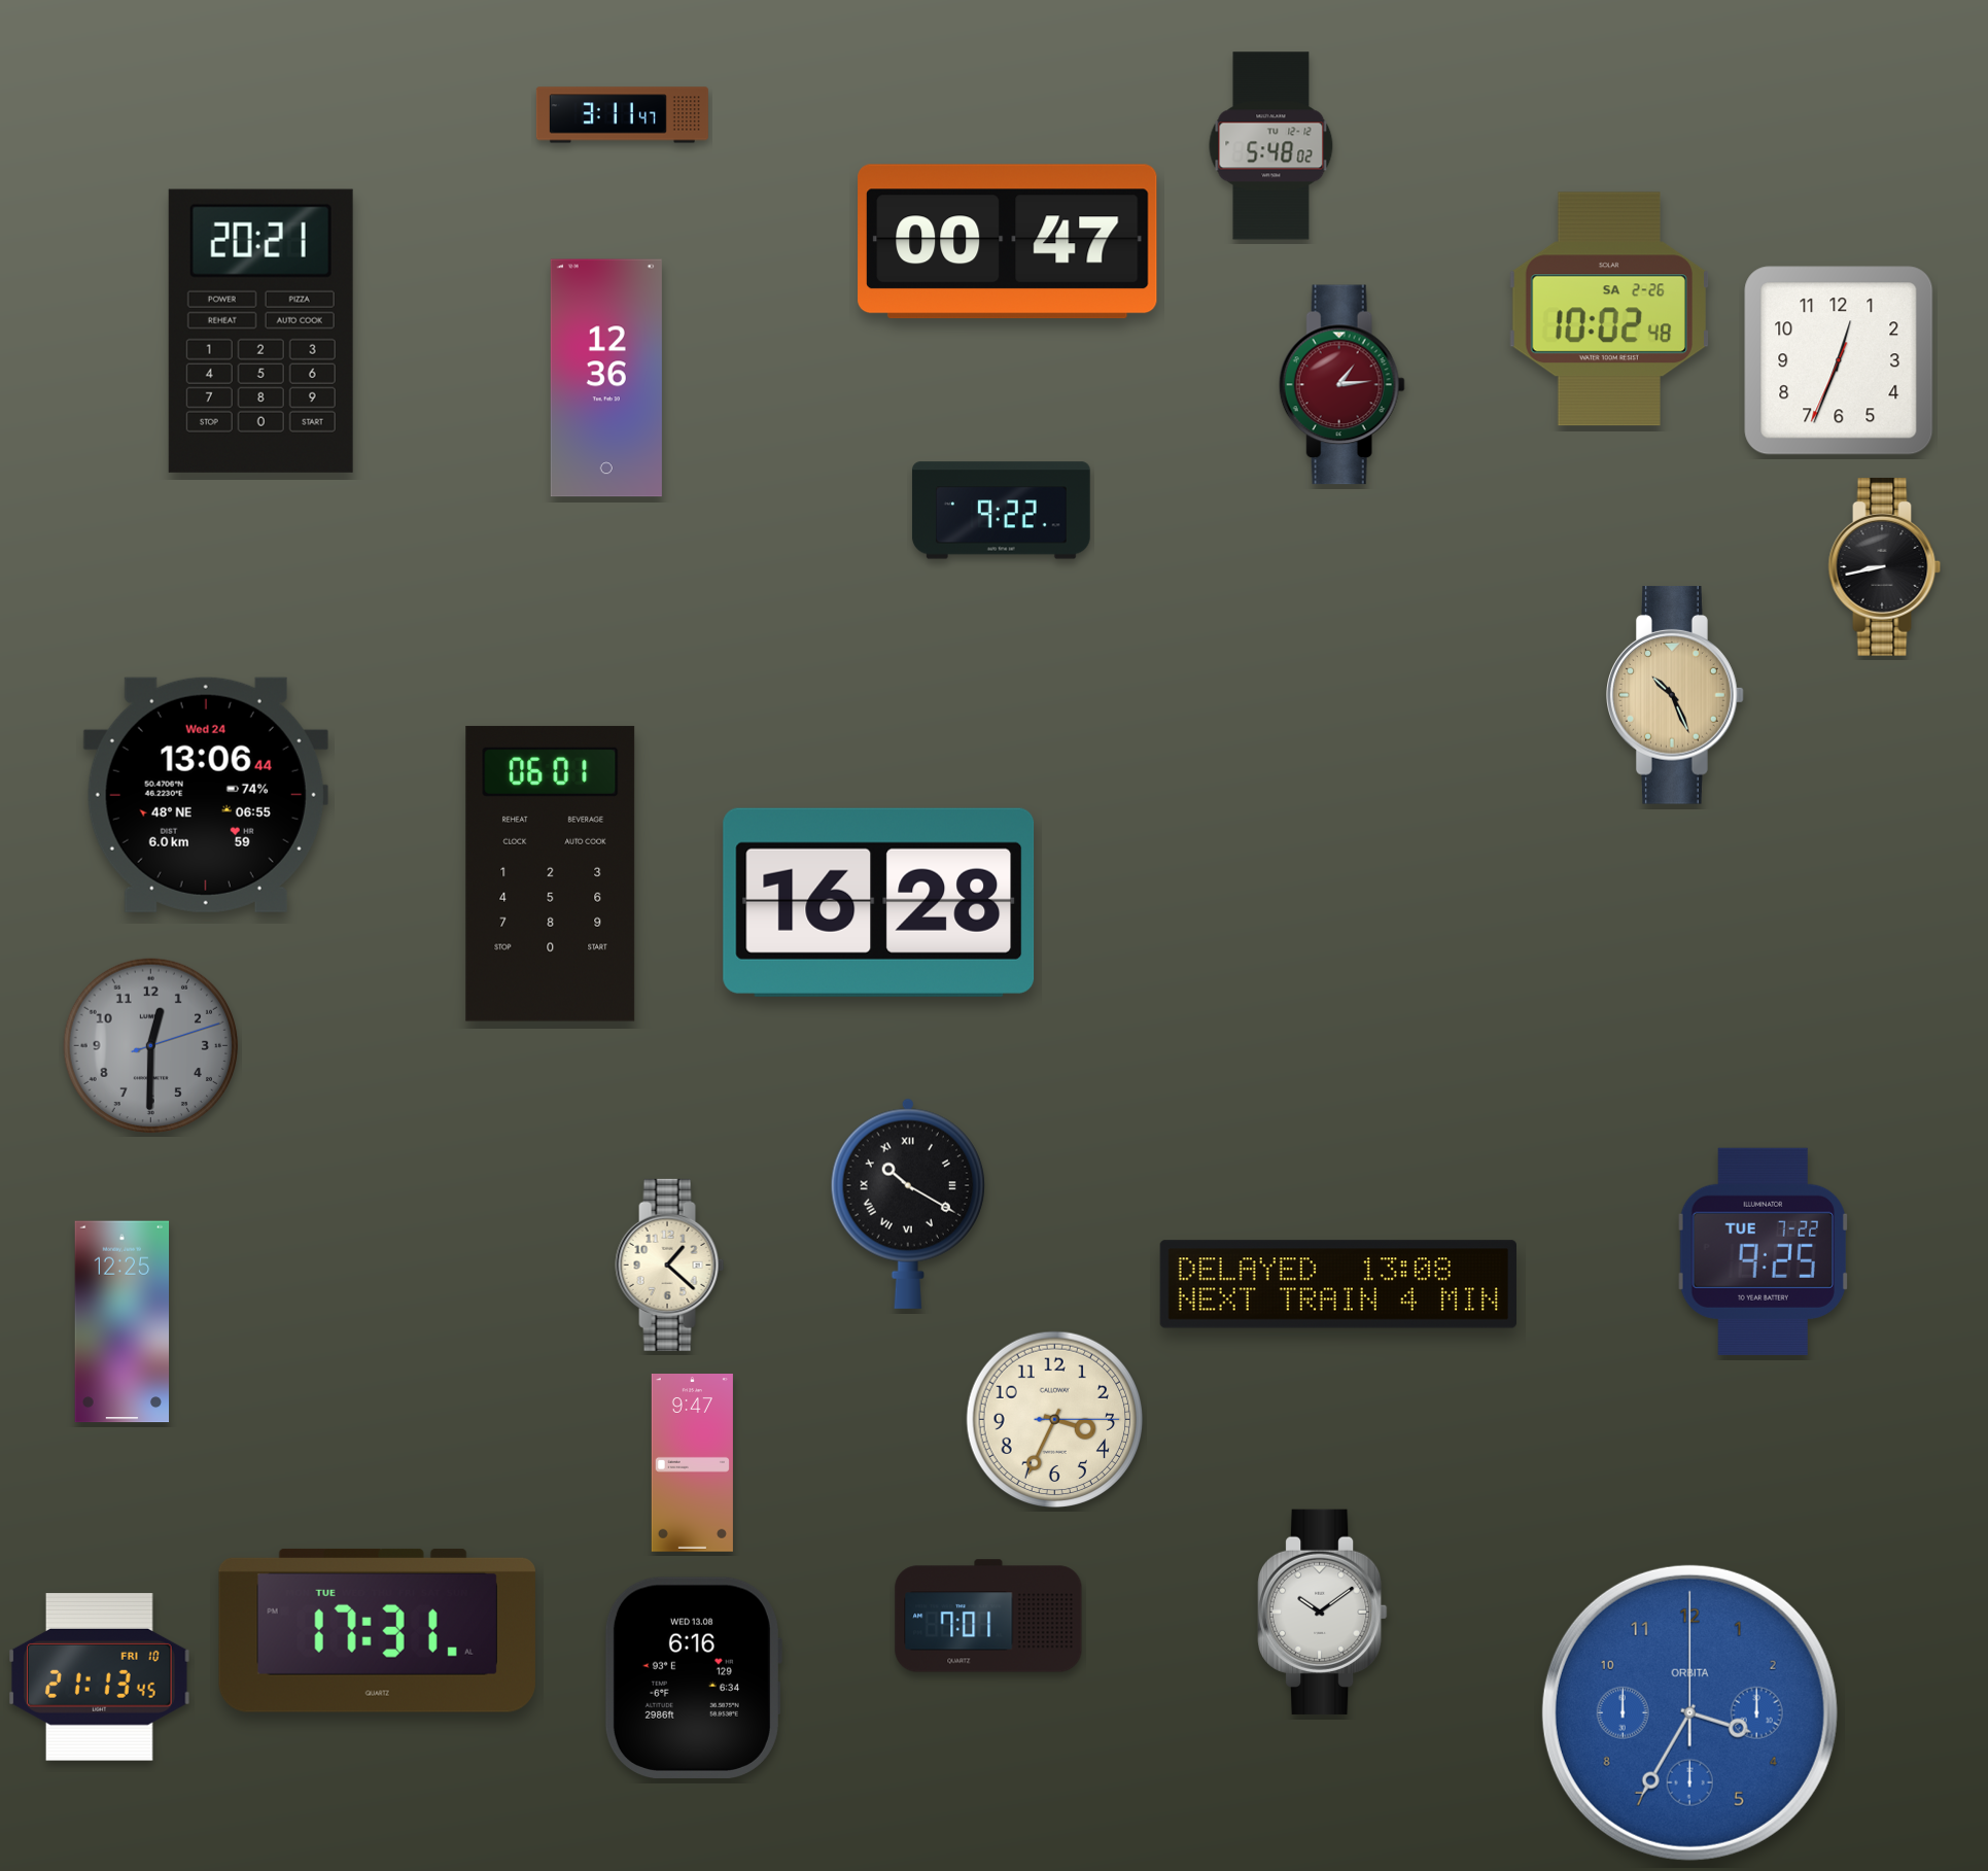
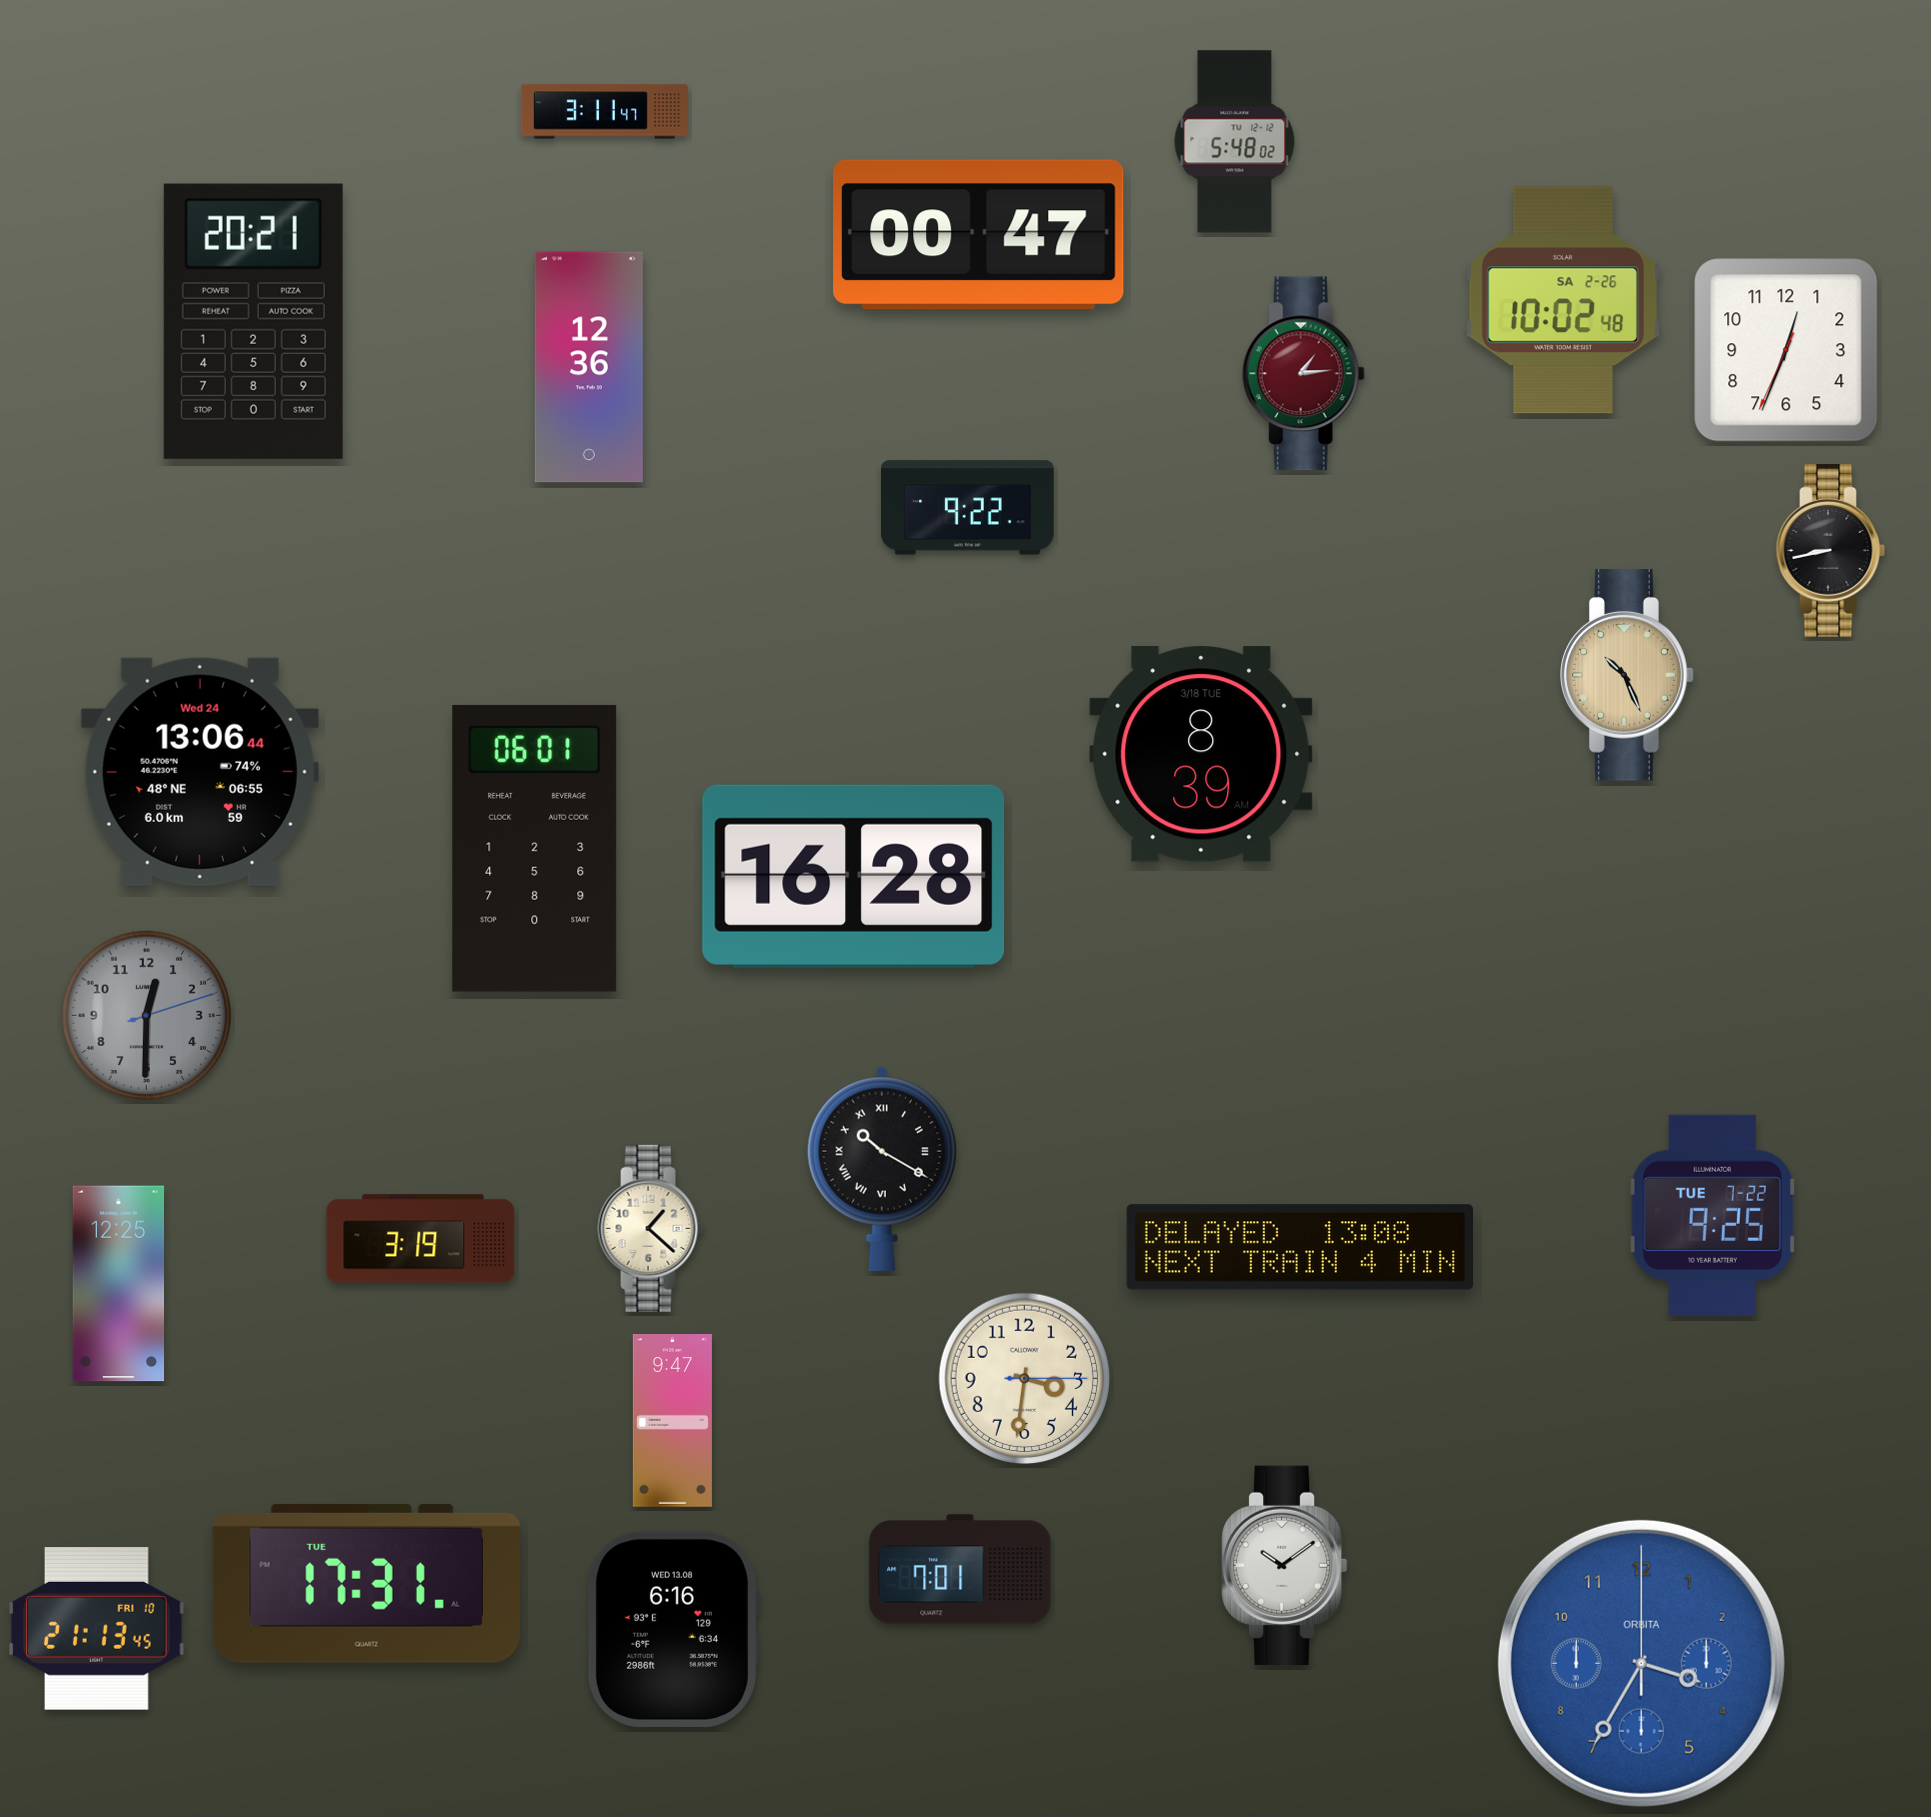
clock at (1001, 511) position: (1001, 511) -> (967, 508)
clock at (1201, 754): none -> 8:39
clock at (421, 1239): none -> 3:19
clock at (1055, 1420): 3:34 -> 3:31
